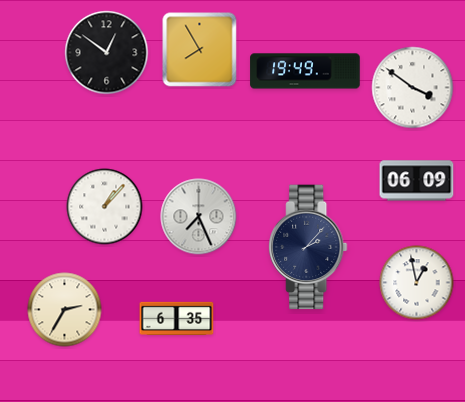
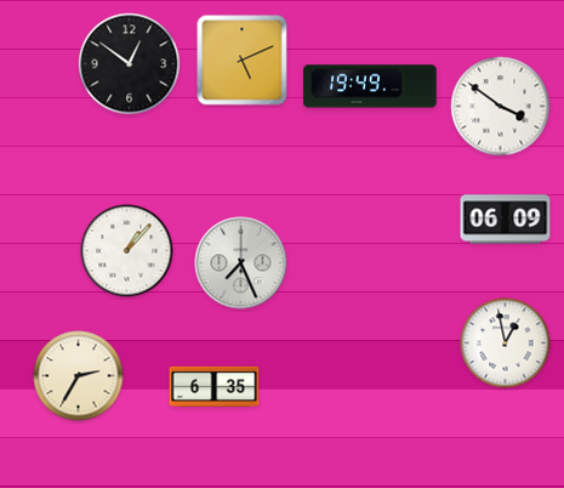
clock at (200, 50): 7:55 -> 5:11
clock at (308, 247): 2:07 -> none
